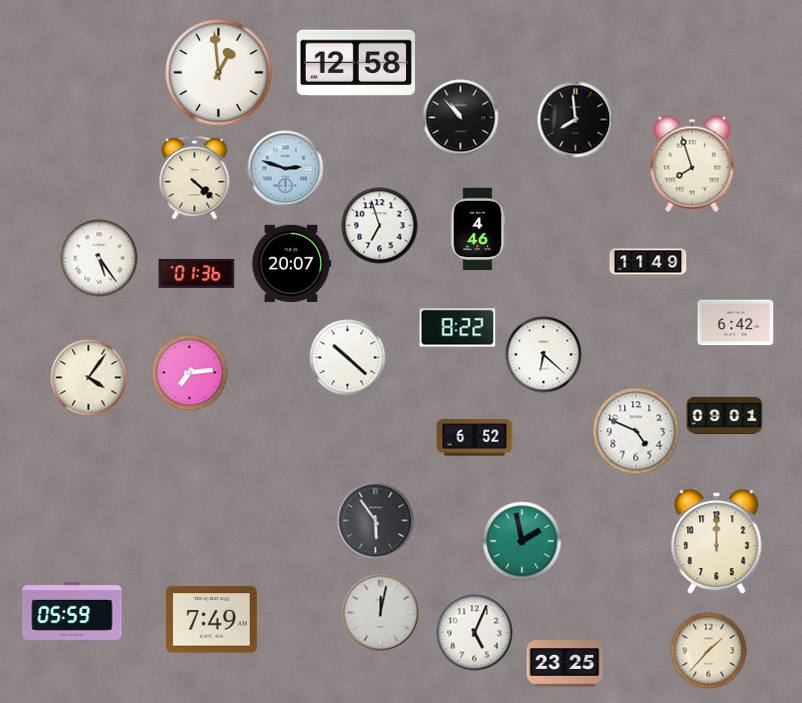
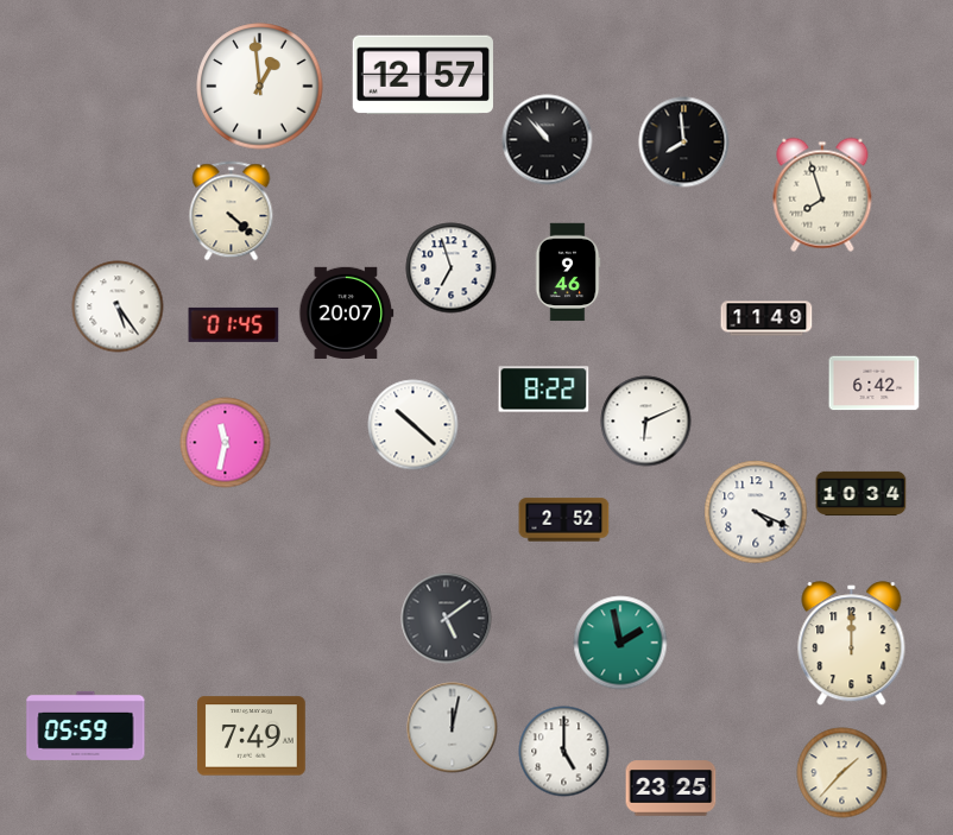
clock at (356, 63): 12:58 -> 12:57
clock at (286, 169): 2:48 -> none
clock at (478, 229): 4:46 -> 9:46
clock at (648, 263) position: (648, 263) -> (766, 318)
clock at (197, 273): 01:36 -> 01:45
clock at (544, 355): 6:22 -> 6:11
clock at (190, 373): 7:14 -> 11:32
clock at (89, 378): 4:06 -> none
clock at (725, 415): 09:01 -> 10:34
clock at (636, 431): 4:49 -> 4:19
clock at (475, 438): 6:52 -> 2:52
clock at (376, 521): 5:54 -> 5:09
clock at (475, 633): 5:04 -> 5:00
